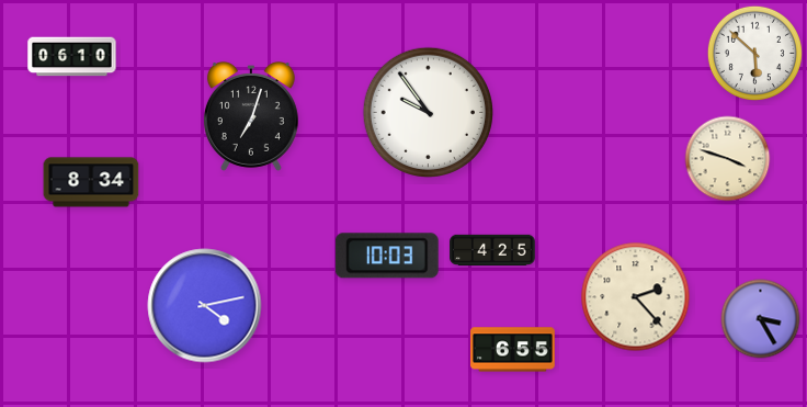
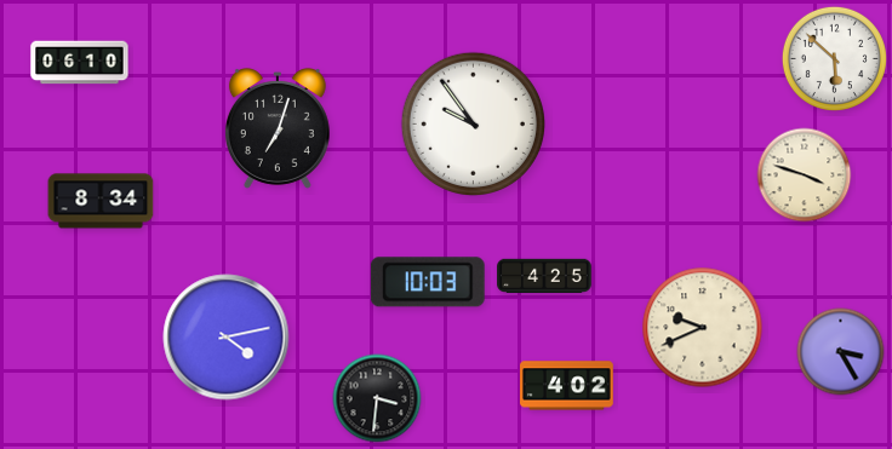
clock at (636, 297): 2:23 -> 9:41
clock at (513, 350): 6:55 -> 4:02
clock at (377, 398): none -> 3:31
